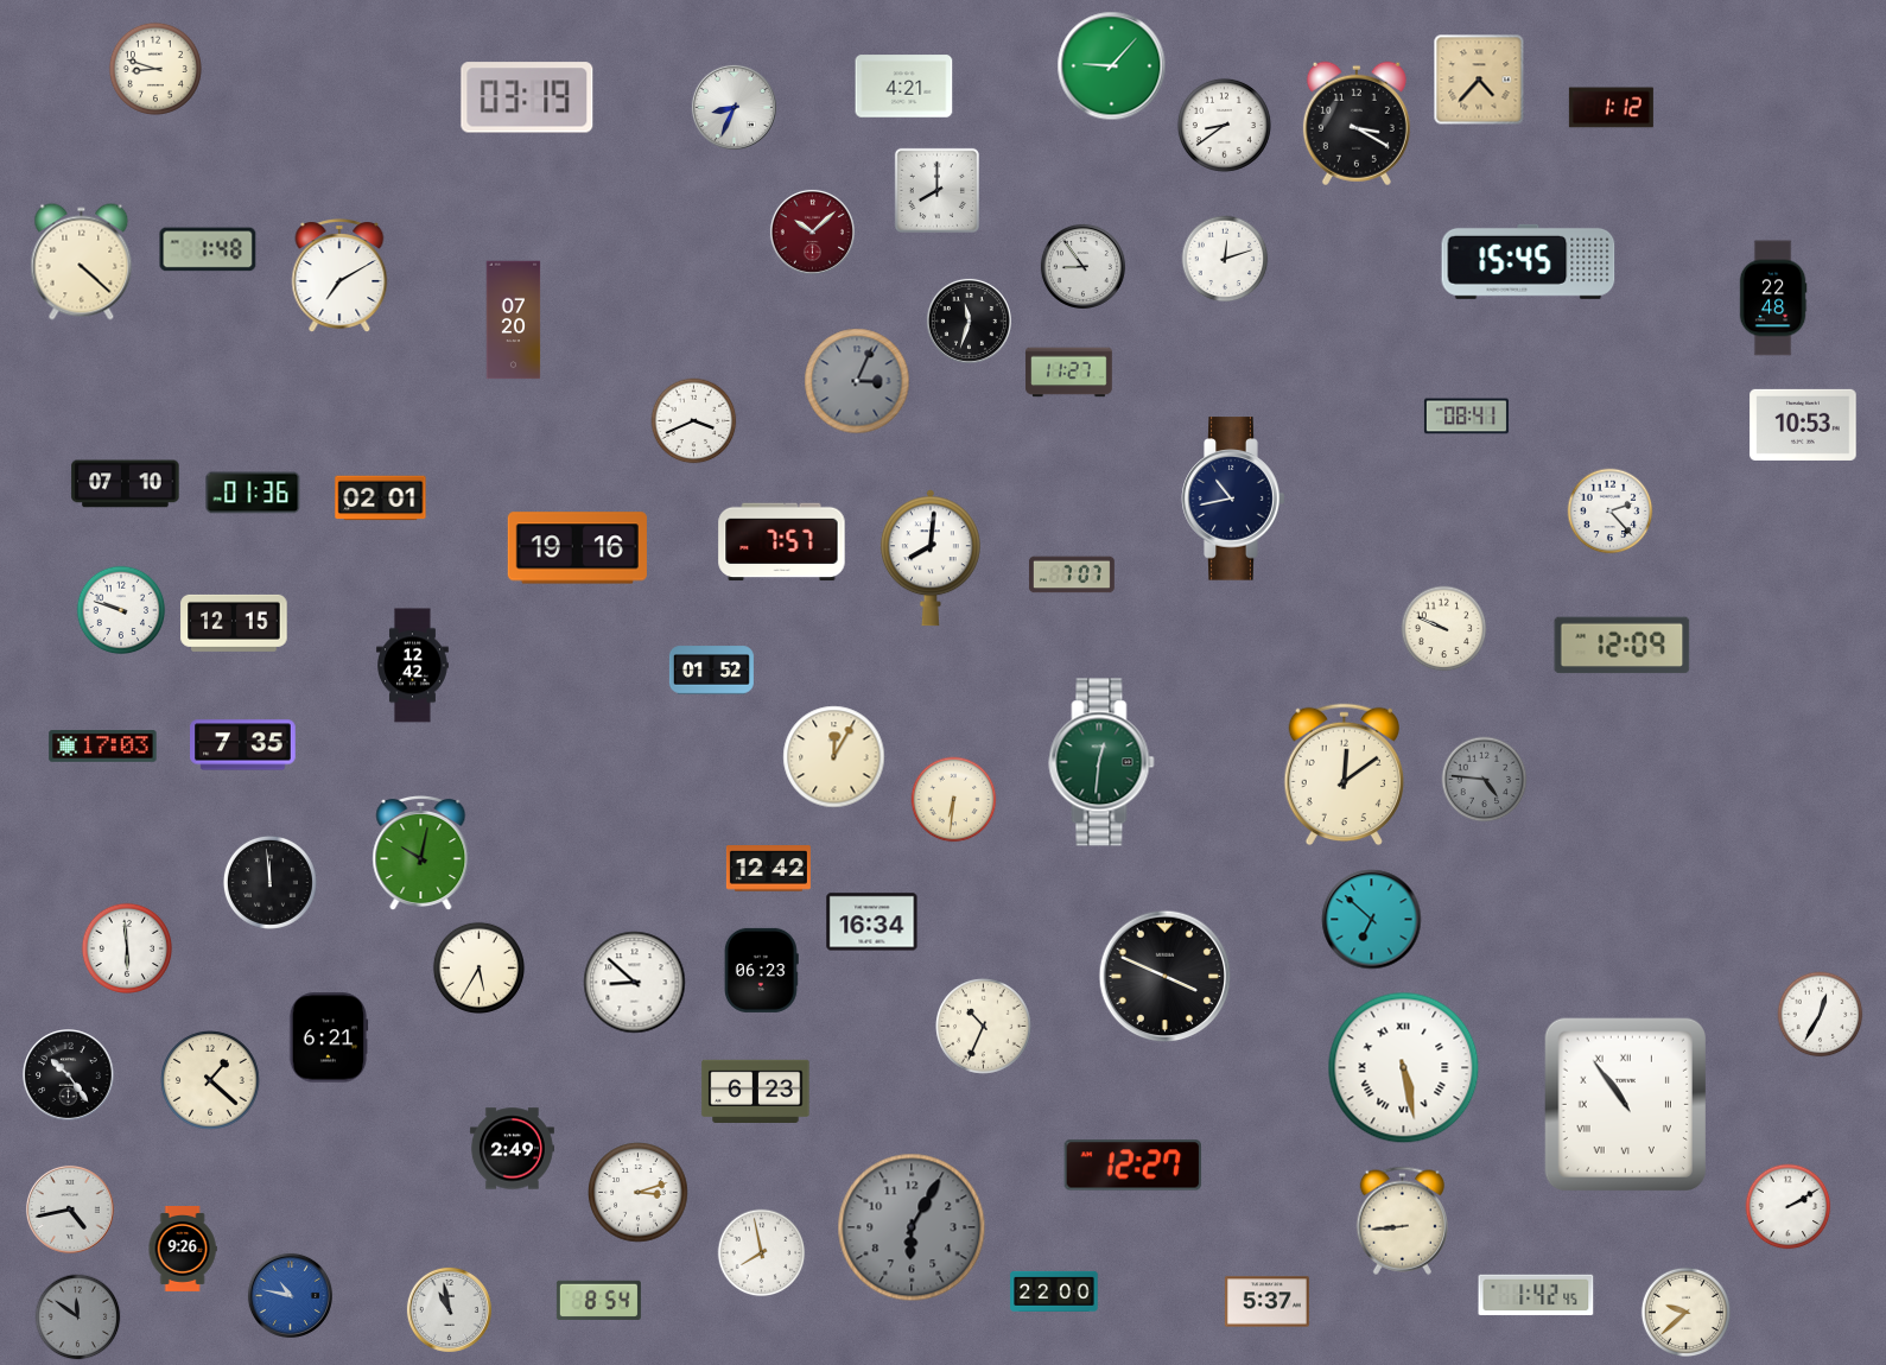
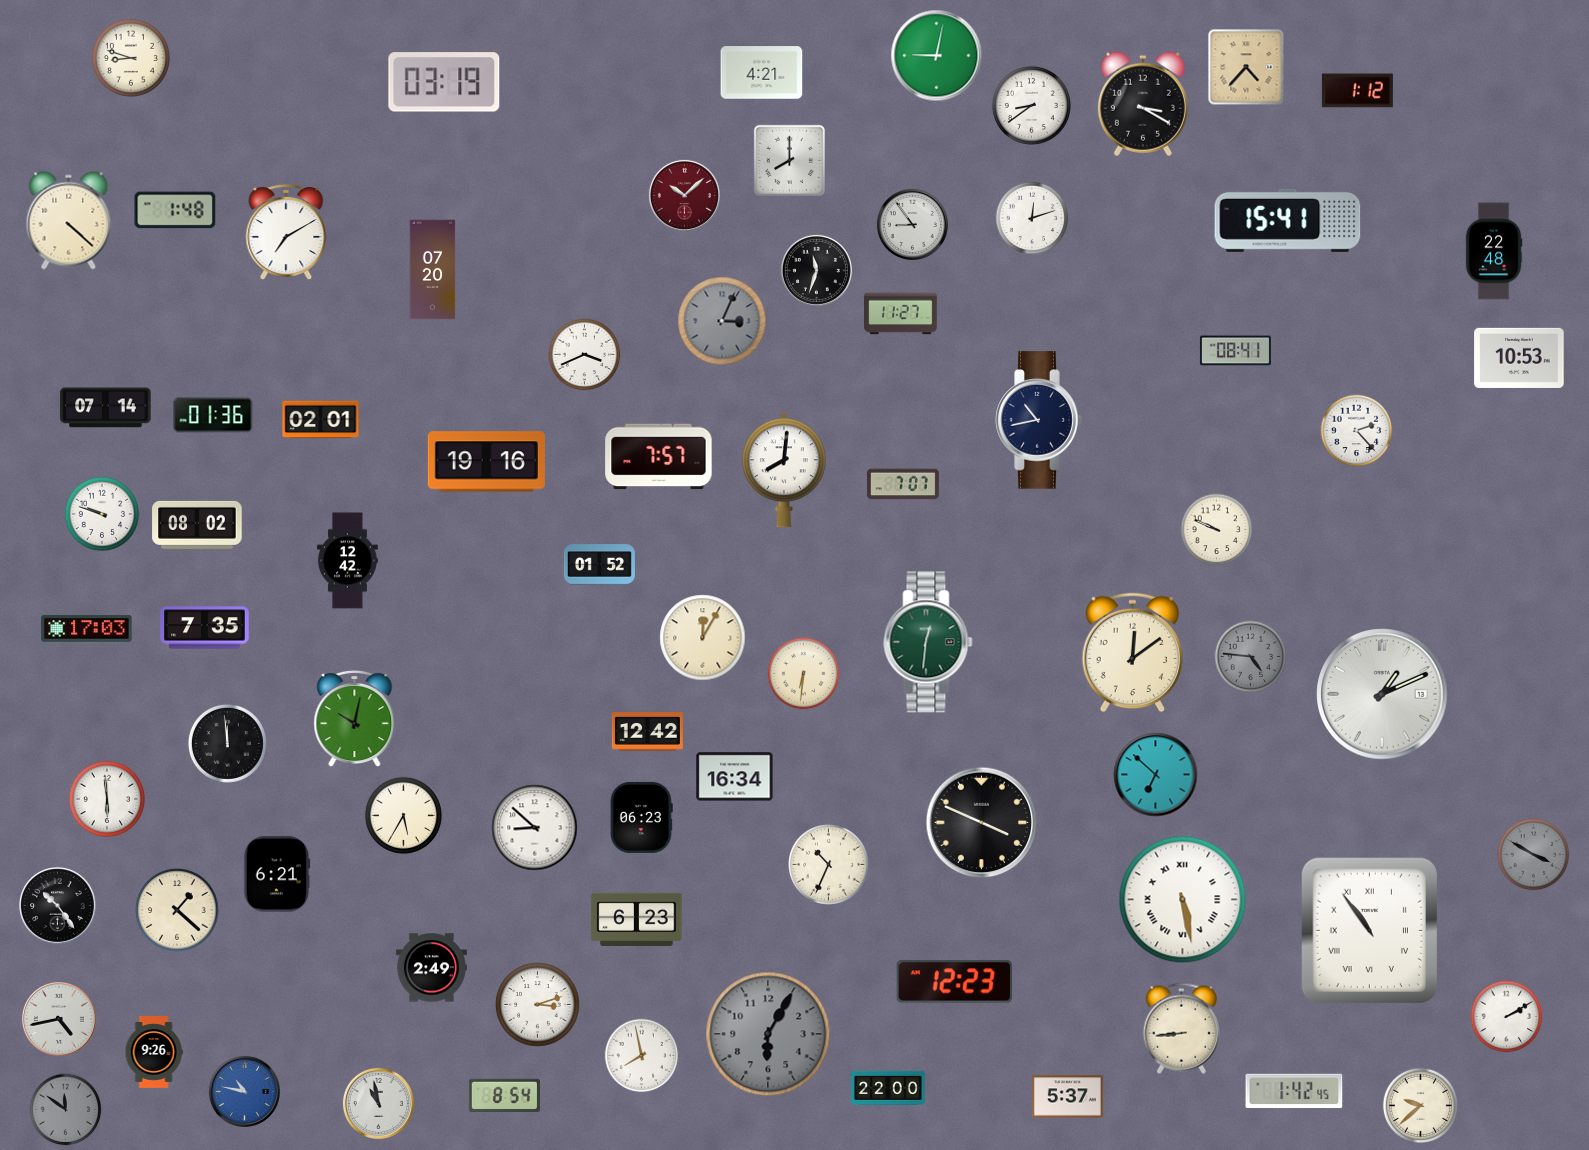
clock at (1112, 66): 9:07 -> 9:02
clock at (734, 107): 8:34 -> none
clock at (1529, 261): 15:45 -> 15:41
clock at (126, 484): 07:10 -> 07:14
clock at (234, 623): 12:15 -> 08:02
clock at (1623, 646): 12:09 -> none
clock at (1382, 694): none -> 1:11
clock at (1821, 1015): 12:35 -> 3:50
clock at (1821, 1015) dial: white -> grey
clock at (1133, 1166): 12:27 -> 12:23
